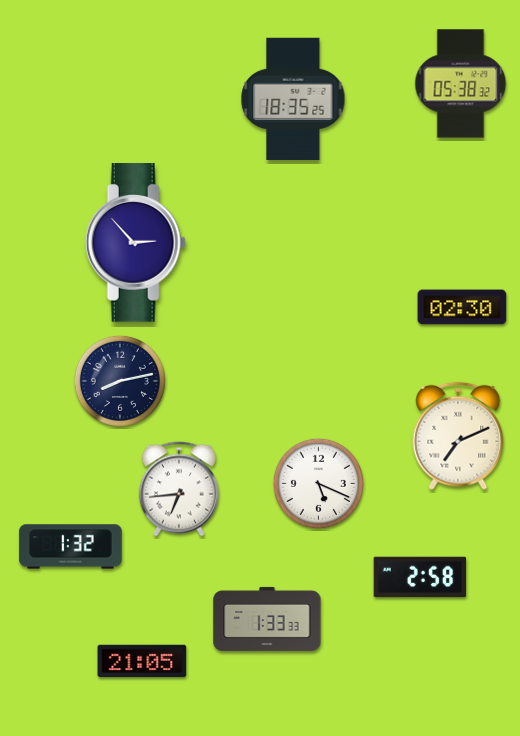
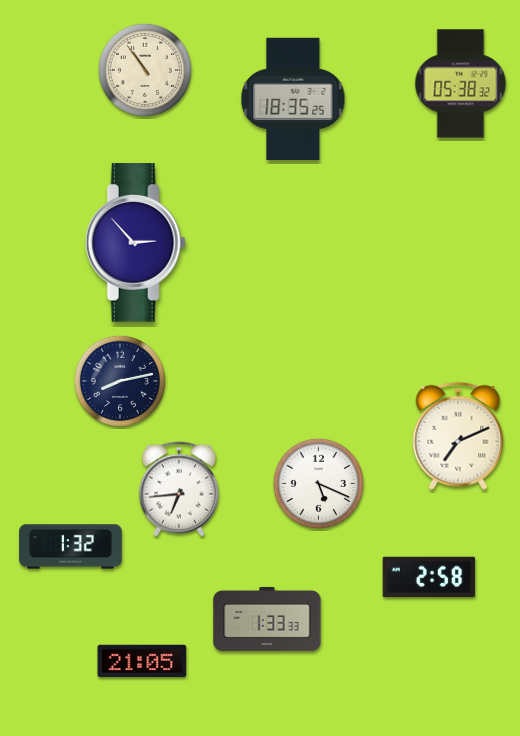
clock at (145, 70): none -> 10:54
clock at (462, 307): 02:30 -> none
clock at (420, 577) position: (420, 577) -> (429, 577)
